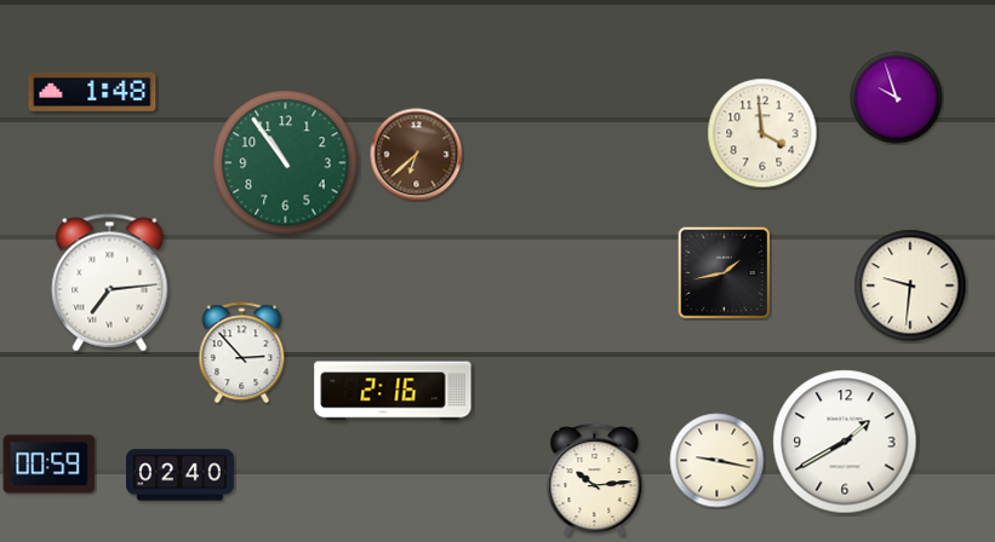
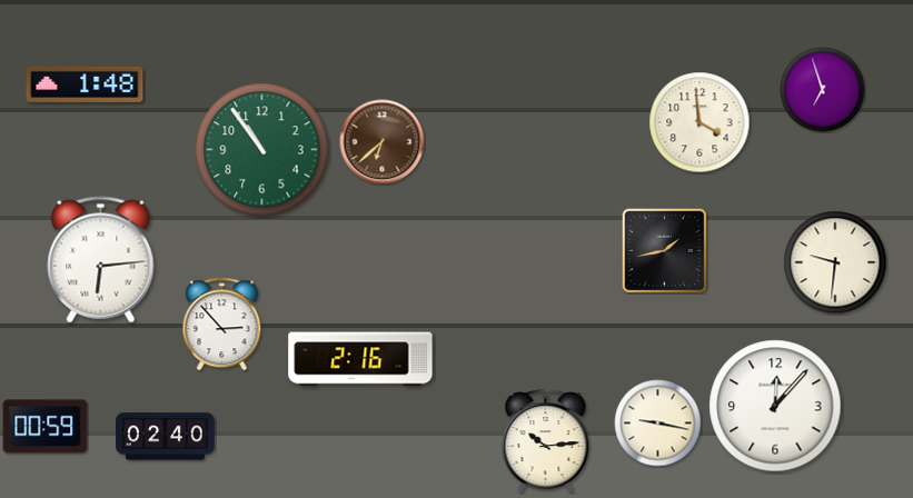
clock at (897, 98): 9:57 -> 6:57
clock at (110, 283): 7:14 -> 6:14
clock at (845, 442): 1:40 -> 12:07
